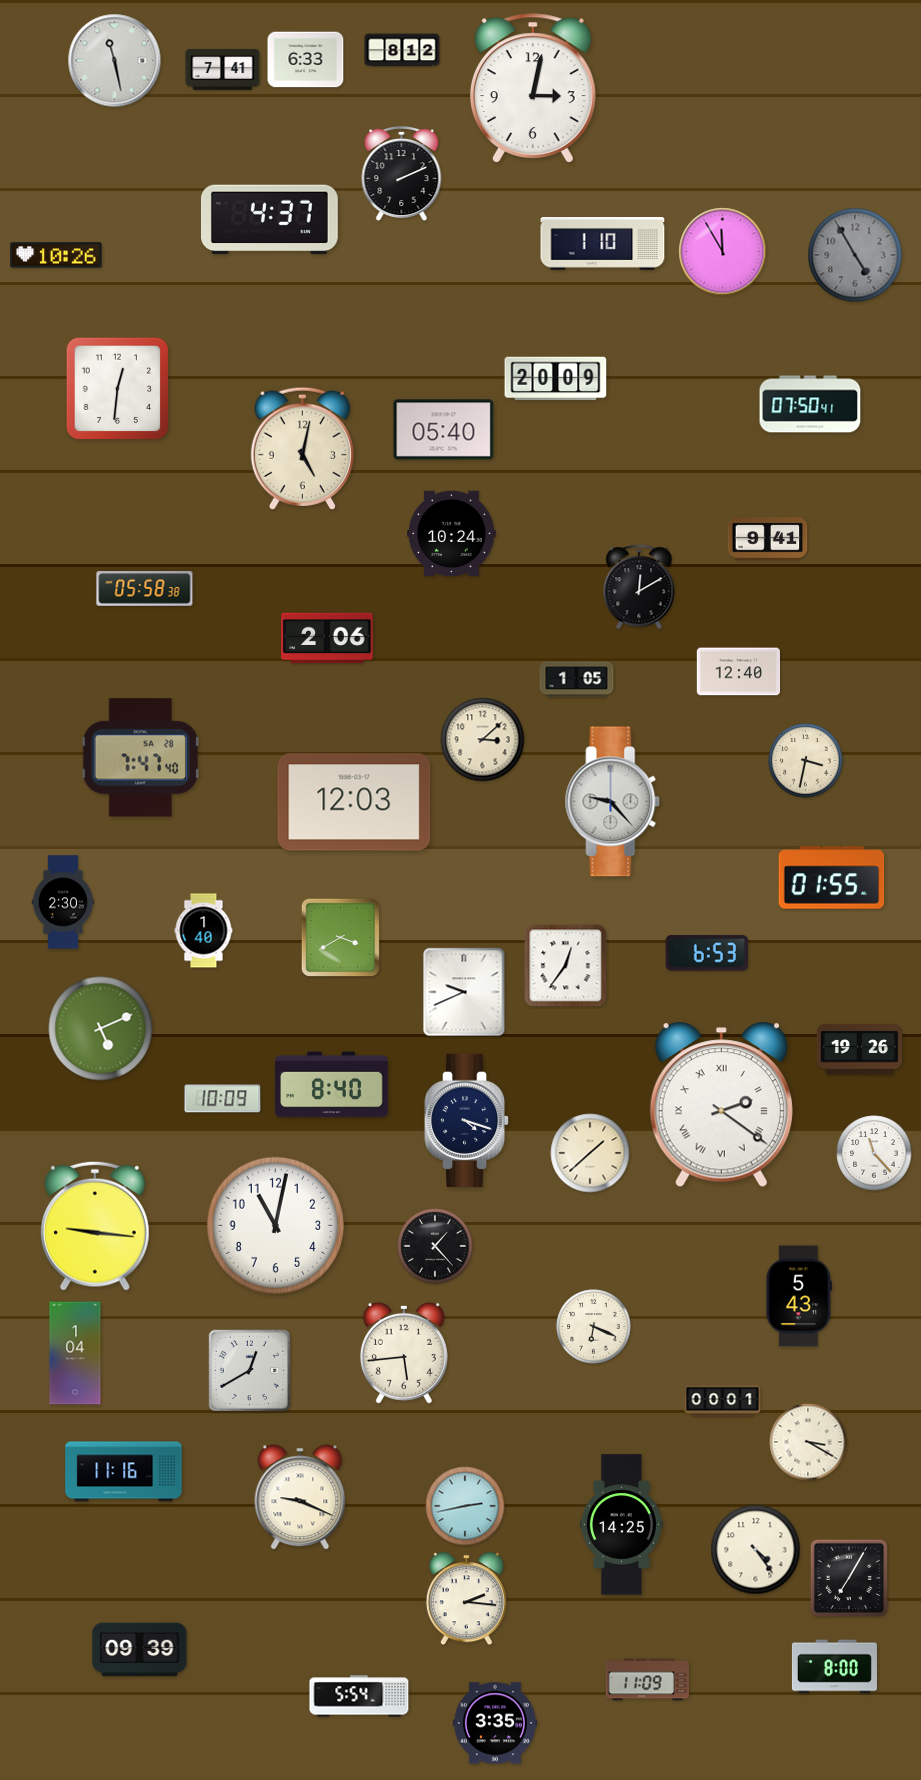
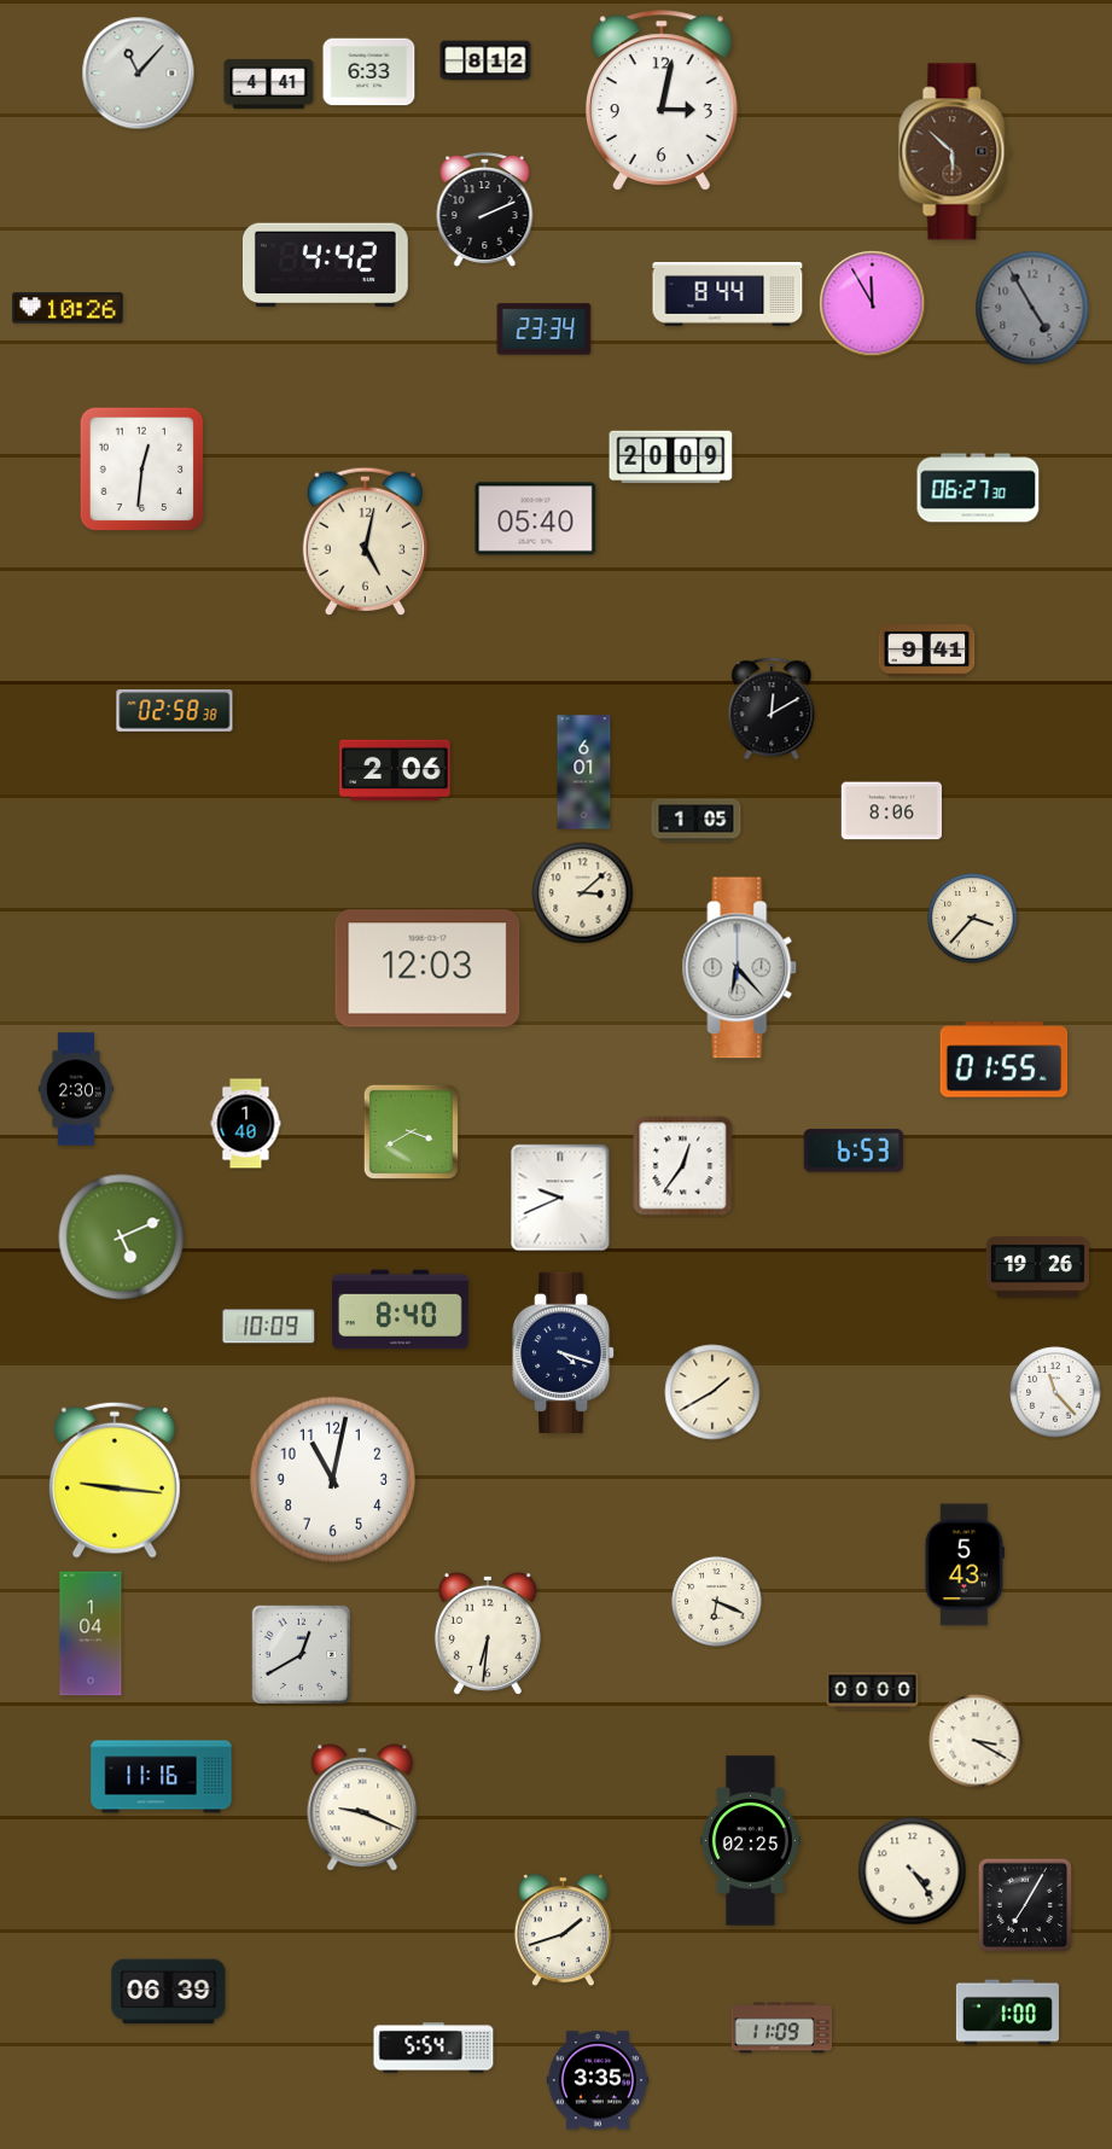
clock at (115, 61): 11:28 -> 11:07
clock at (223, 69): 7:41 -> 4:41
clock at (533, 88) position: (533, 88) -> (662, 100)
clock at (955, 152): none -> 5:52
clock at (269, 220): 4:37 -> 4:42
clock at (603, 244): 1:10 -> 8:44
clock at (545, 330): none -> 23:34
clock at (810, 404): 07:50 -> 06:27
clock at (452, 534): 10:24 -> none
clock at (145, 589): 05:58 -> 02:58
clock at (584, 773): none -> 6:01
clock at (738, 672): 12:40 -> 8:06
clock at (140, 758): 7:47 -> none
clock at (806, 761): 3:32 -> 3:37
clock at (613, 802): 9:23 -> 6:23
clock at (101, 1029) position: (101, 1029) -> (122, 1237)
clock at (721, 1105): 2:21 -> none
clock at (590, 1153): 1:38 -> 1:40
clock at (435, 1246): 1:23 -> none
clock at (404, 1353): 5:44 -> 6:31
clock at (723, 1401): 00:01 -> 00:00
clock at (124, 1472) position: (124, 1472) -> (162, 1777)
clock at (465, 1506): 2:43 -> none
clock at (621, 1525): 14:25 -> 02:25
clock at (466, 1599): 2:16 -> 1:42
clock at (140, 1650): 09:39 -> 06:39
clock at (834, 1667): 8:00 -> 1:00
